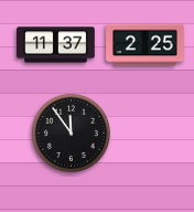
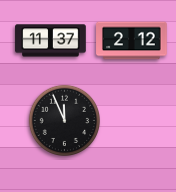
clock at (145, 45): 2:25 -> 2:12
clock at (72, 134): 11:54 -> 11:56
